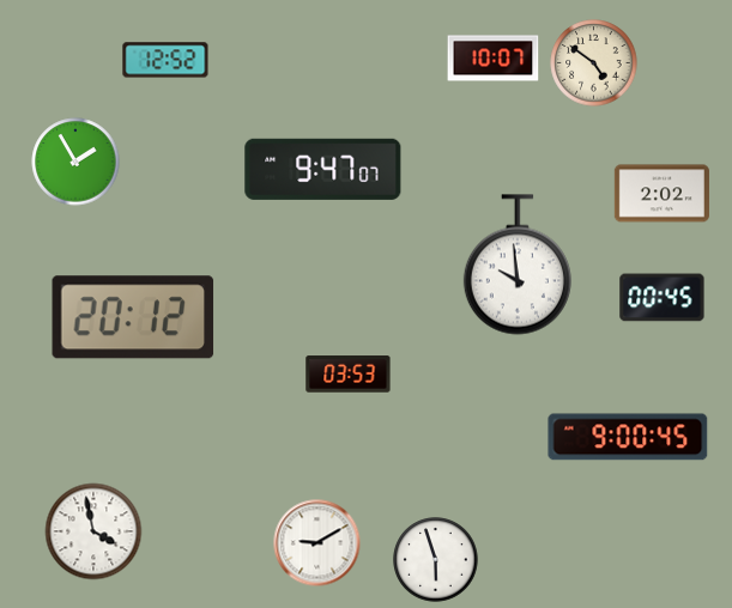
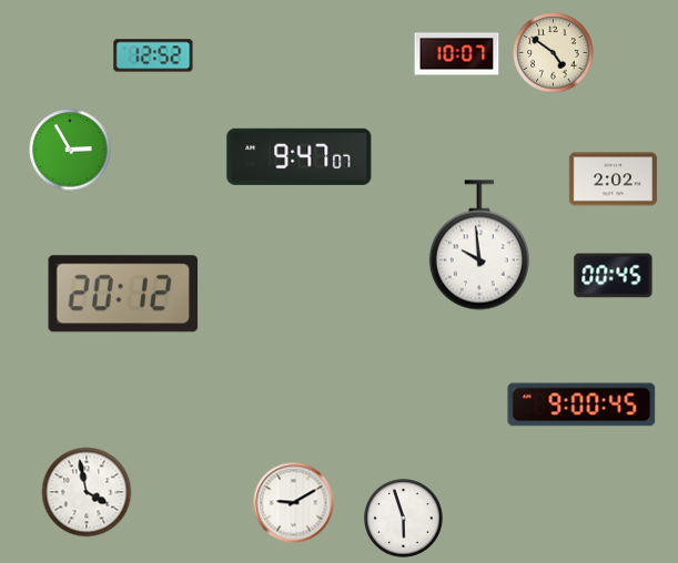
clock at (594, 63) position: (594, 63) -> (554, 53)
clock at (75, 162): 1:55 -> 2:55
clock at (349, 375): 03:53 -> none
